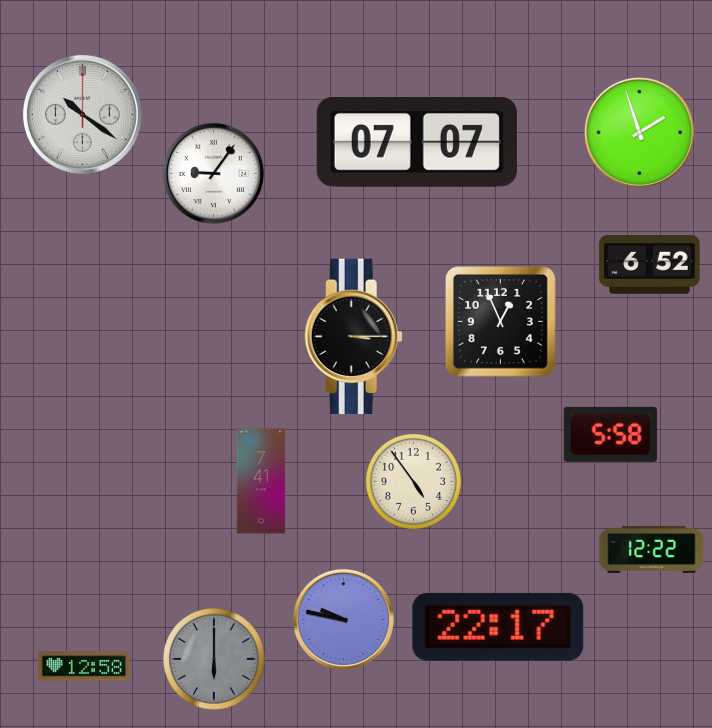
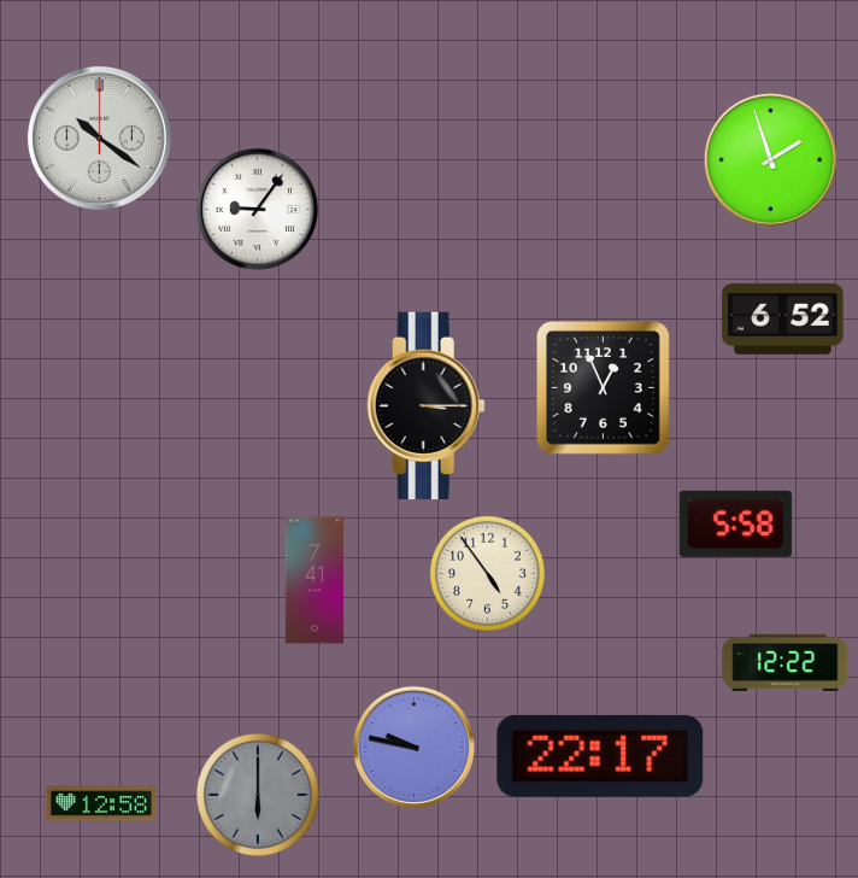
clock at (417, 143): 07:07 -> none
clock at (413, 481) position: (413, 481) -> (487, 573)
